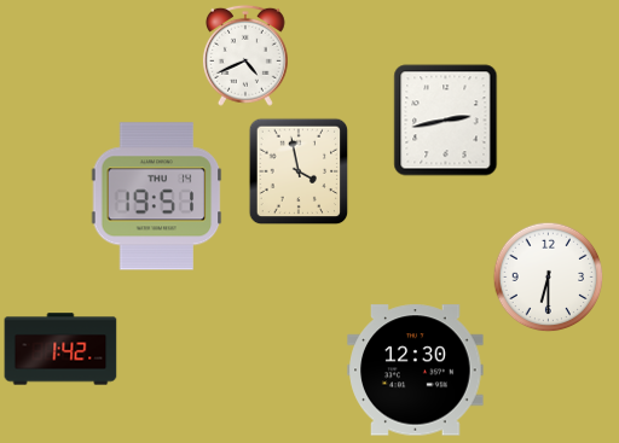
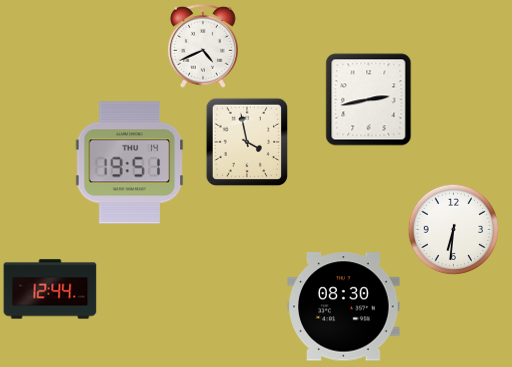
clock at (548, 276): 6:30 -> 6:31
clock at (60, 349): 1:42 -> 12:44
clock at (416, 371): 12:30 -> 08:30
